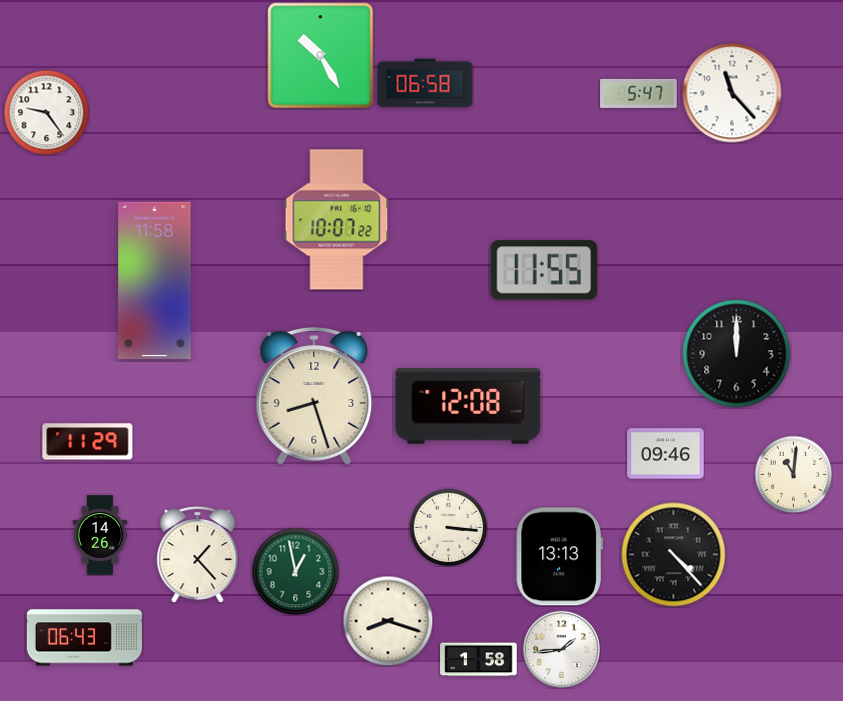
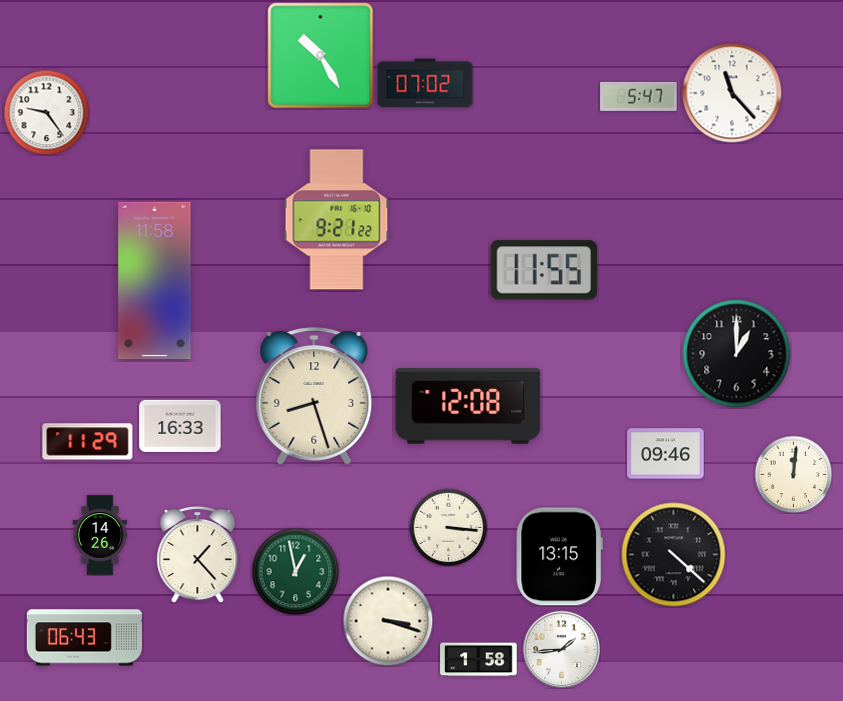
clock at (425, 83): 06:58 -> 07:02
clock at (639, 93) position: (639, 93) -> (639, 96)
clock at (337, 220): 10:07 -> 9:21
clock at (737, 354): 12:00 -> 1:00
clock at (180, 426): none -> 16:33
clock at (793, 474): 11:01 -> 12:01
clock at (674, 555): 4:23 -> 4:22
clock at (559, 557): 13:13 -> 13:15
clock at (388, 621): 8:18 -> 3:18
